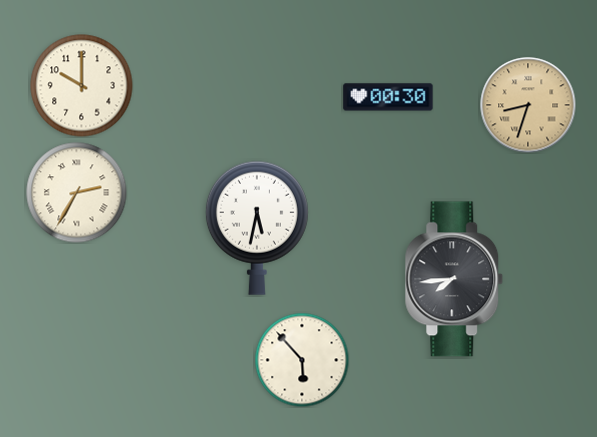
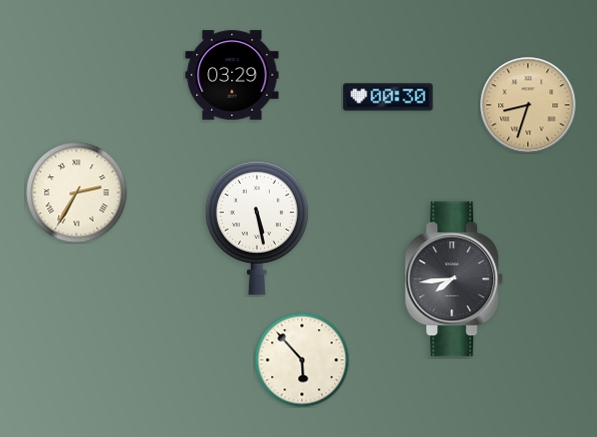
clock at (232, 75): none -> 03:29
clock at (82, 86): 10:00 -> none
clock at (257, 228): 5:32 -> 5:28
